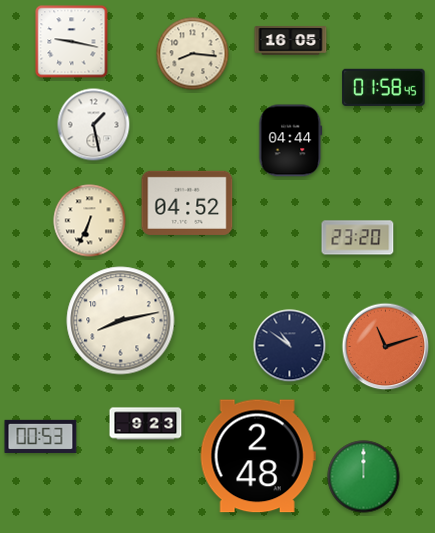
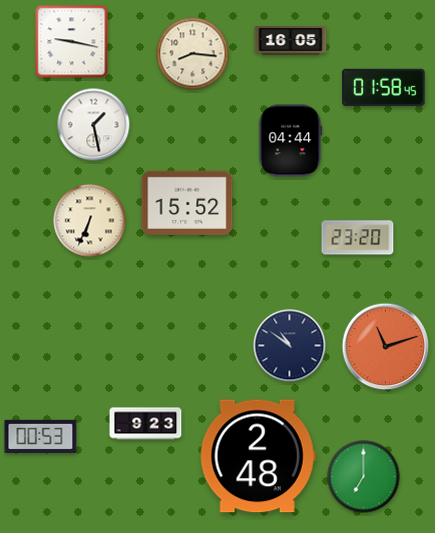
clock at (187, 203): 04:52 -> 15:52
clock at (121, 321): 8:13 -> none
clock at (364, 477): 12:00 -> 7:00
